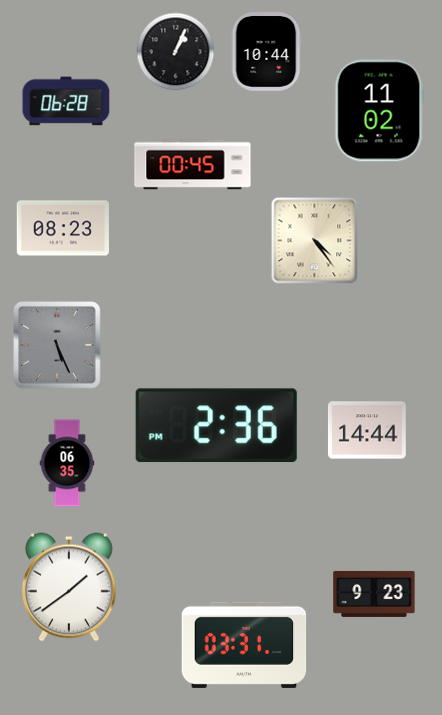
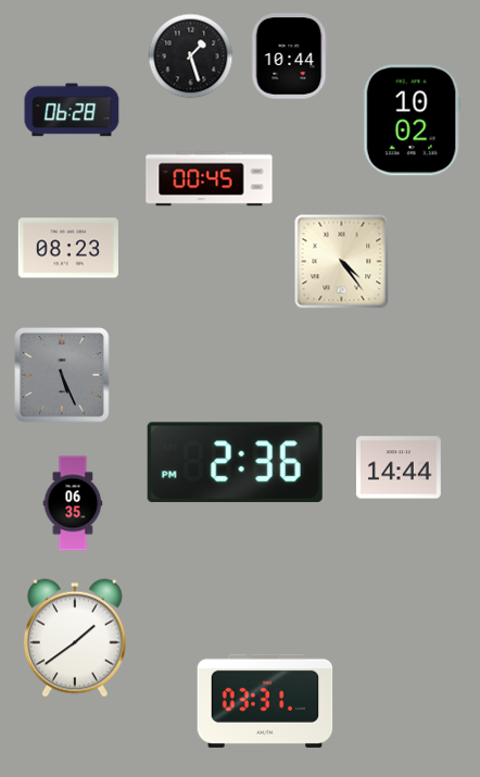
clock at (176, 52): 1:04 -> 1:27
clock at (379, 111): 11:02 -> 10:02
clock at (374, 594): 9:23 -> none
